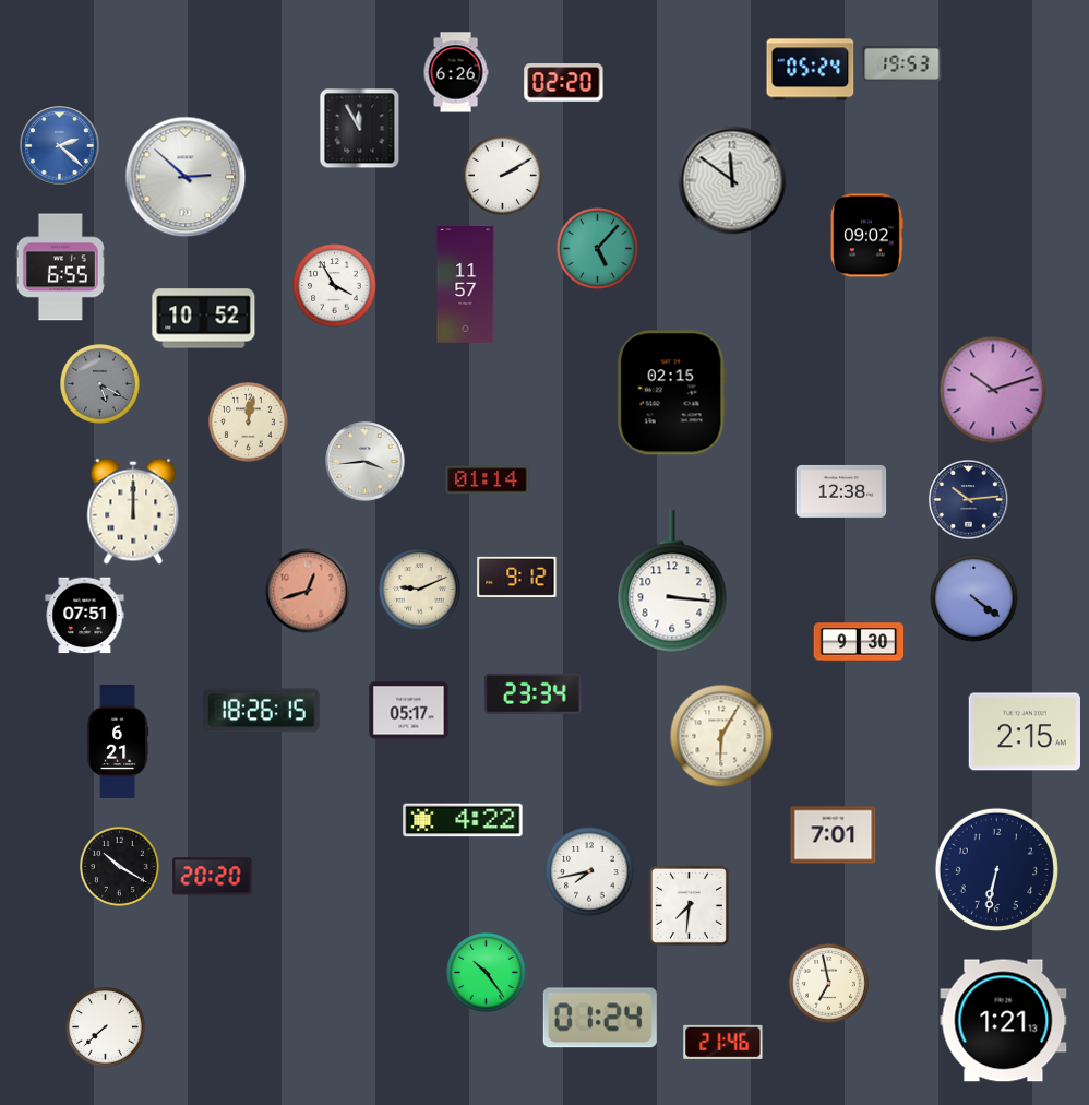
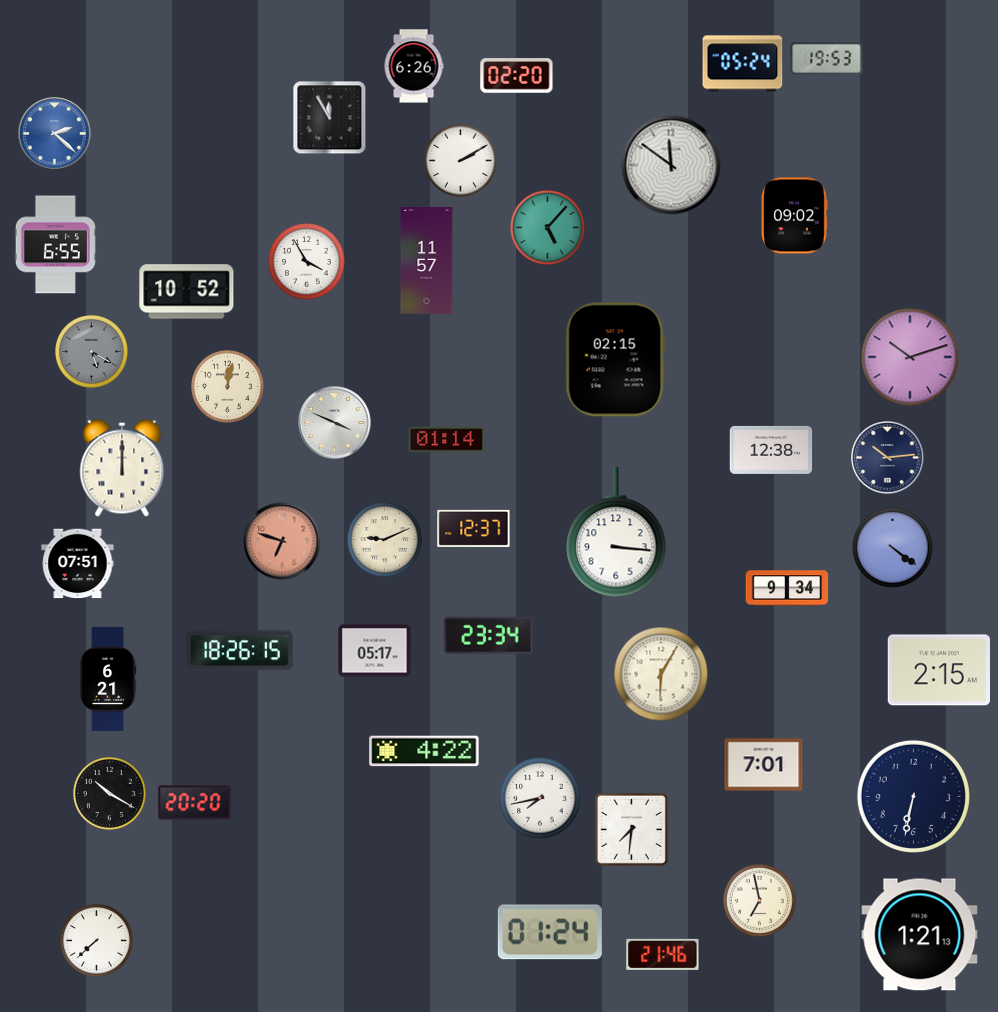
clock at (456, 72) position: (456, 72) -> (414, 66)
clock at (186, 177): 2:52 -> none
clock at (366, 462): 3:44 -> 3:49
clock at (517, 577): 9:12 -> 12:37
clock at (308, 591): 12:42 -> 6:48
clock at (859, 642): 9:30 -> 9:34
clock at (487, 973): 10:24 -> none
